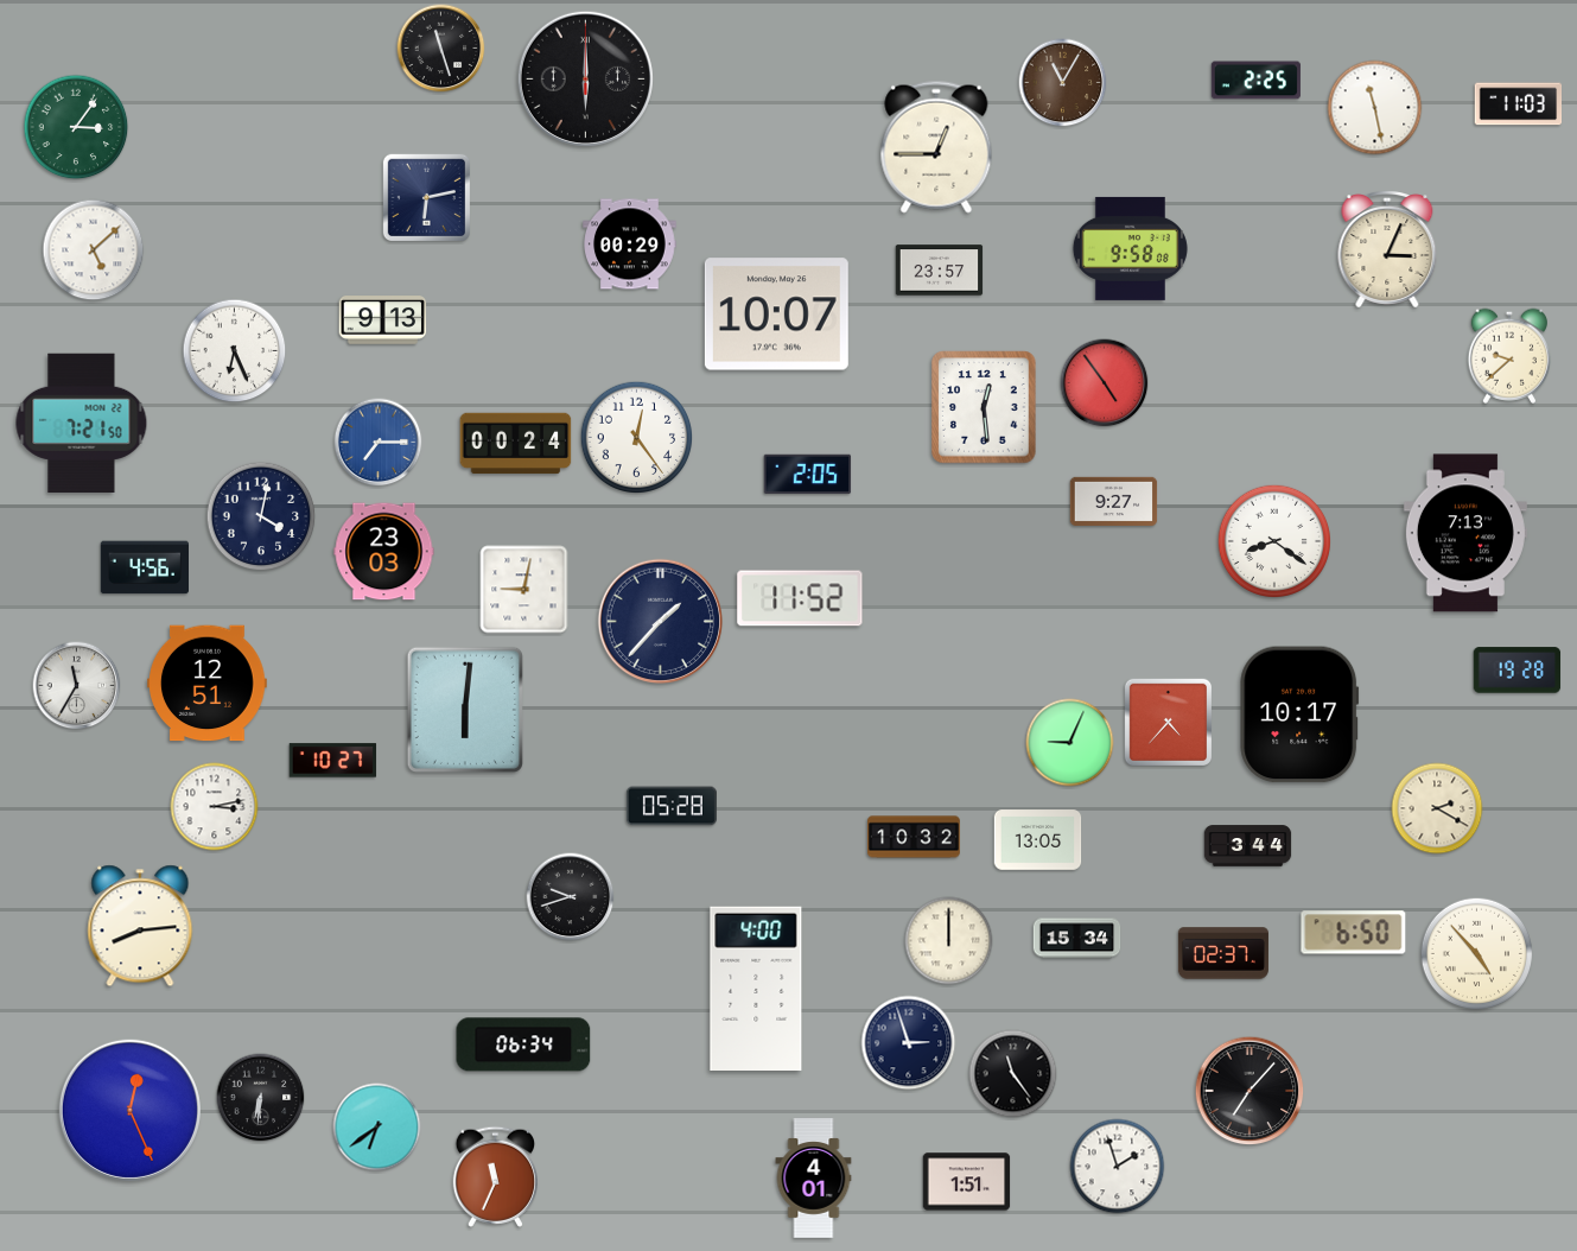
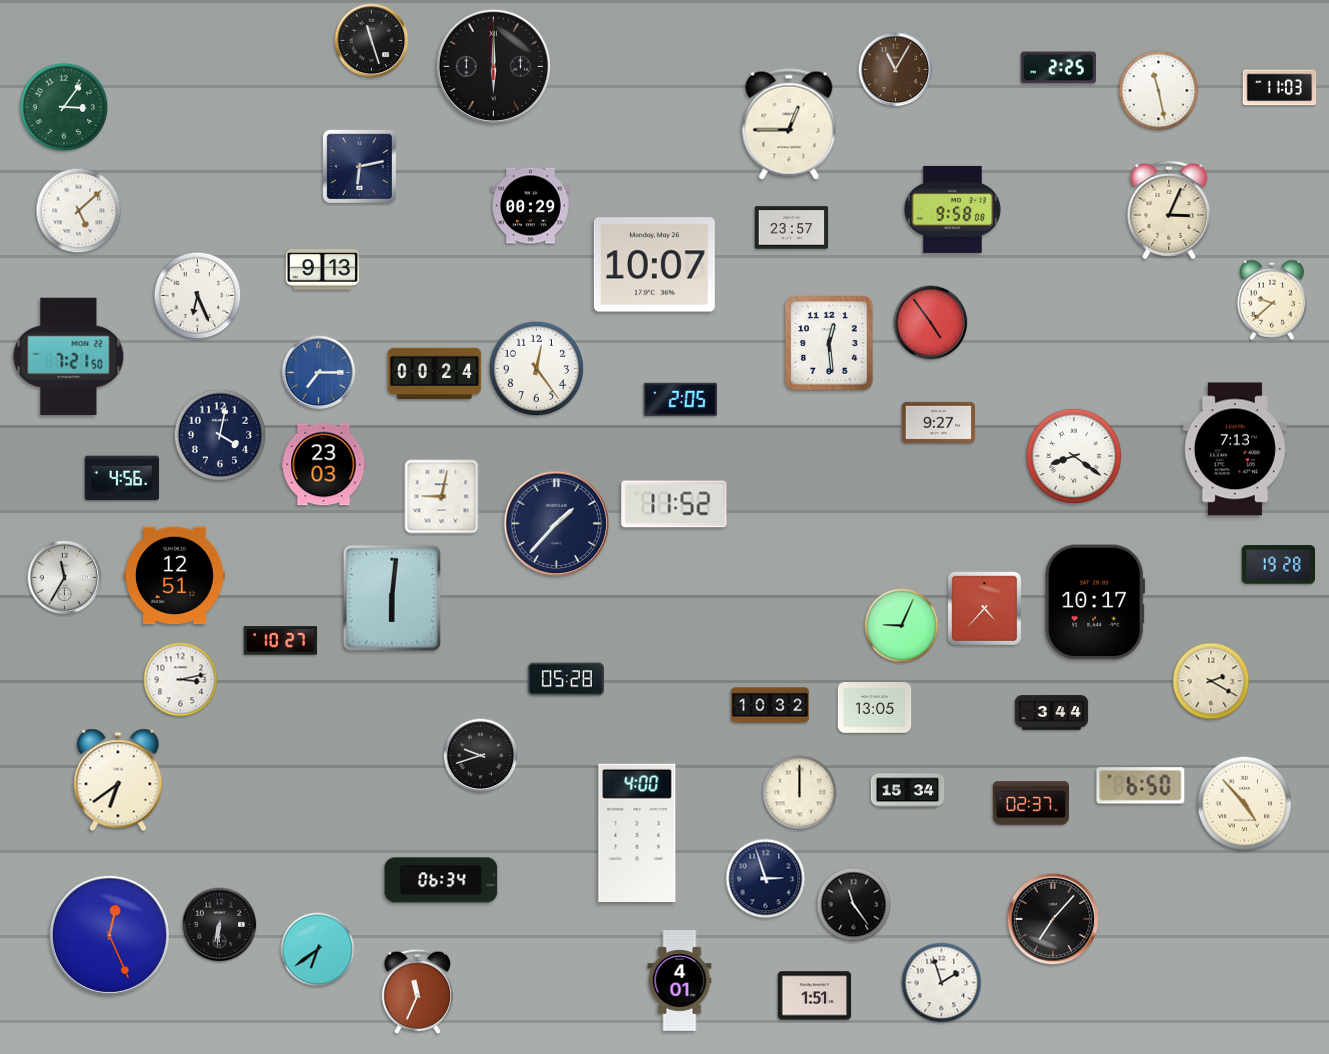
clock at (140, 926): 8:14 -> 6:39
clock at (814, 1179) position: (814, 1179) -> (680, 981)
